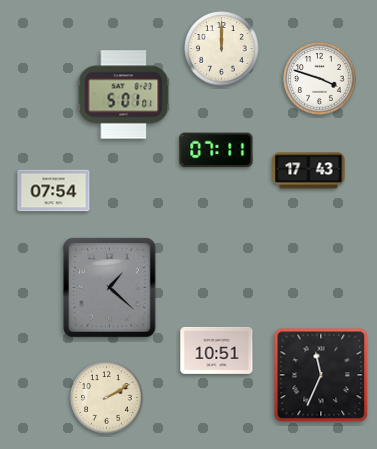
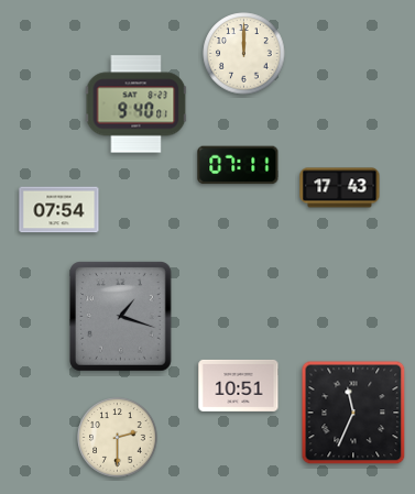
clock at (320, 79): 3:48 -> none
clock at (124, 95): 5:01 -> 9:40
clock at (110, 288): 1:22 -> 1:18
clock at (107, 398): 2:10 -> 2:30
